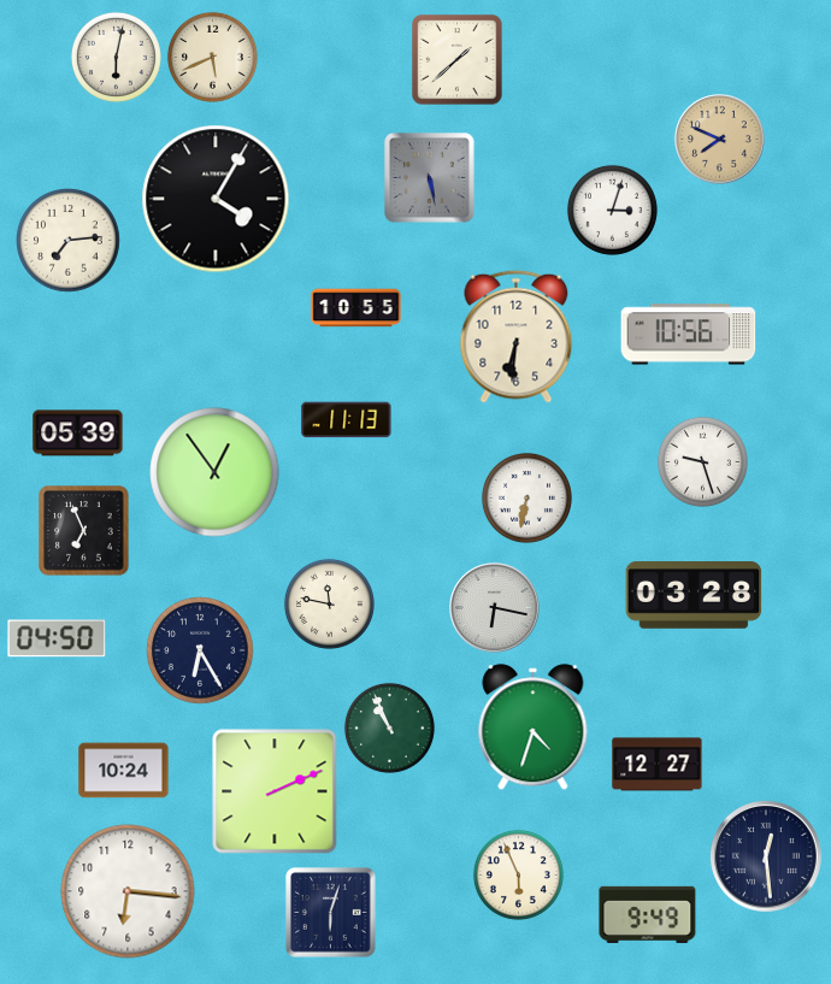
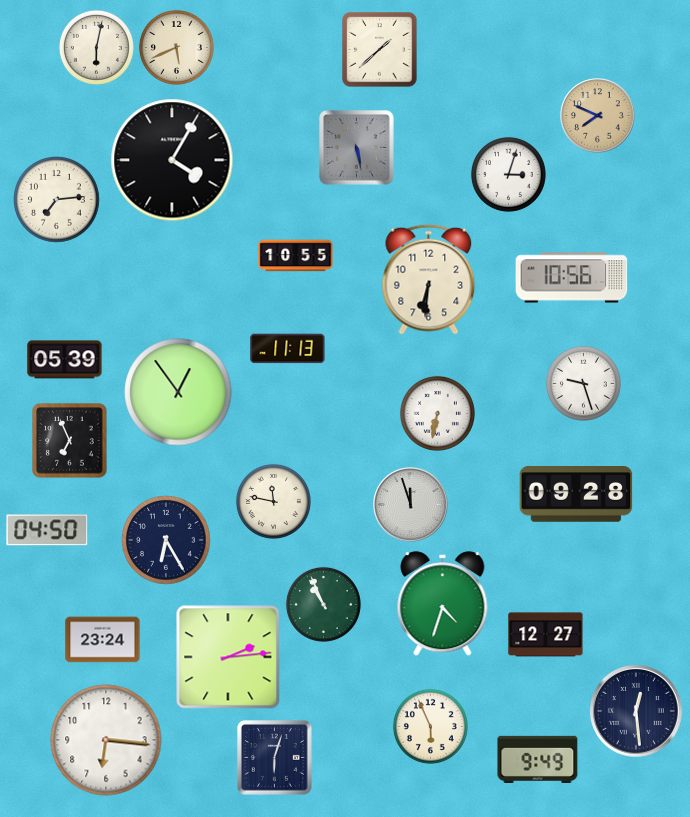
clock at (216, 199) position: (216, 199) -> (172, 160)
clock at (694, 596): 03:28 -> 09:28
clock at (495, 608): 6:17 -> 11:57
clock at (124, 771): 10:24 -> 23:24
clock at (275, 791): 2:11 -> 2:14
